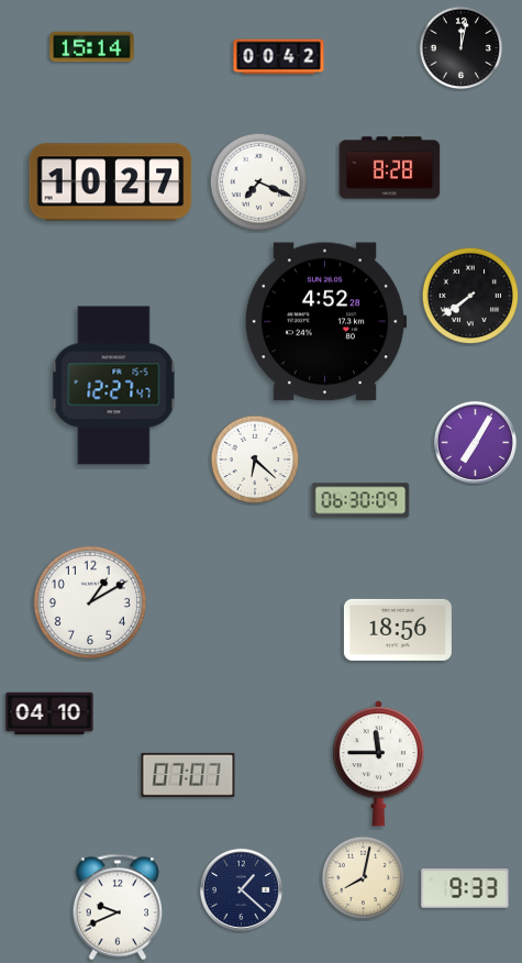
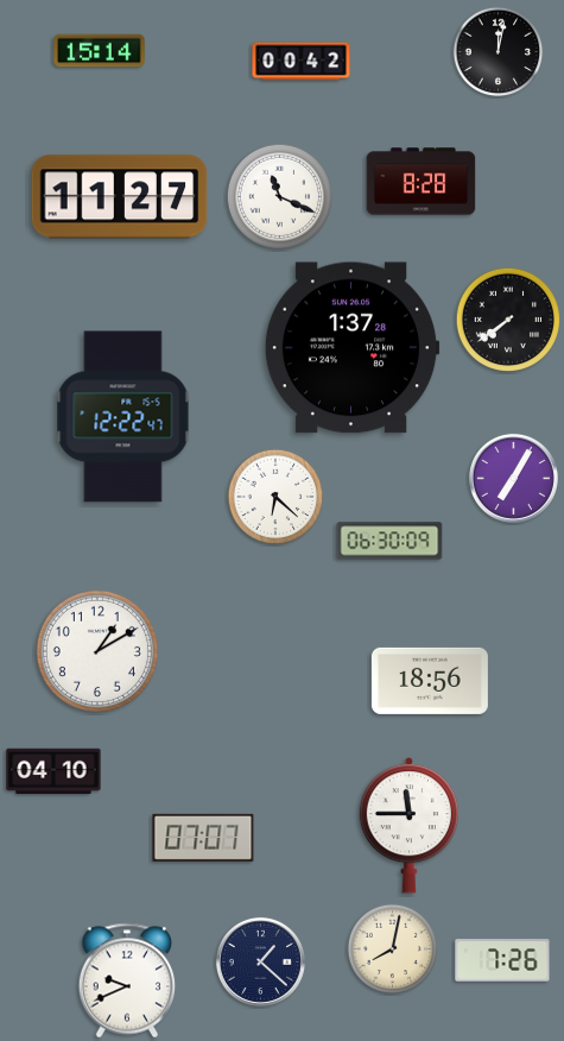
clock at (258, 181): 7:19 -> 11:19
clock at (111, 182): 10:27 -> 11:27
clock at (325, 322): 4:52 -> 1:37
clock at (114, 386): 12:27 -> 12:22
clock at (465, 888): 9:33 -> 7:26
